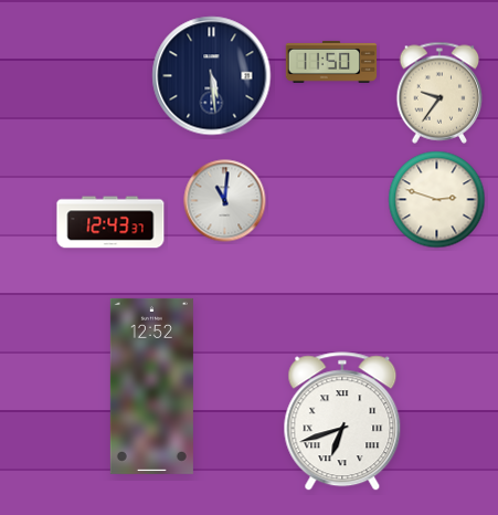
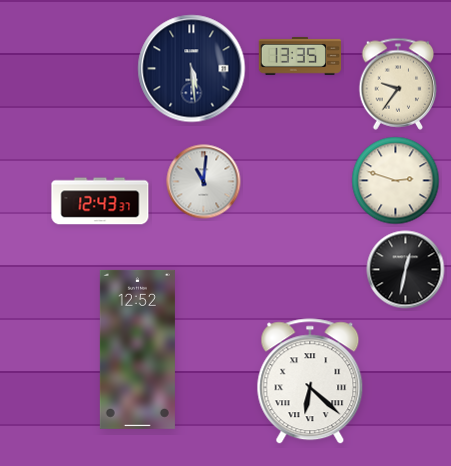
clock at (331, 62): 11:50 -> 13:35
clock at (406, 270): none -> 12:32
clock at (342, 422): 6:42 -> 6:22
